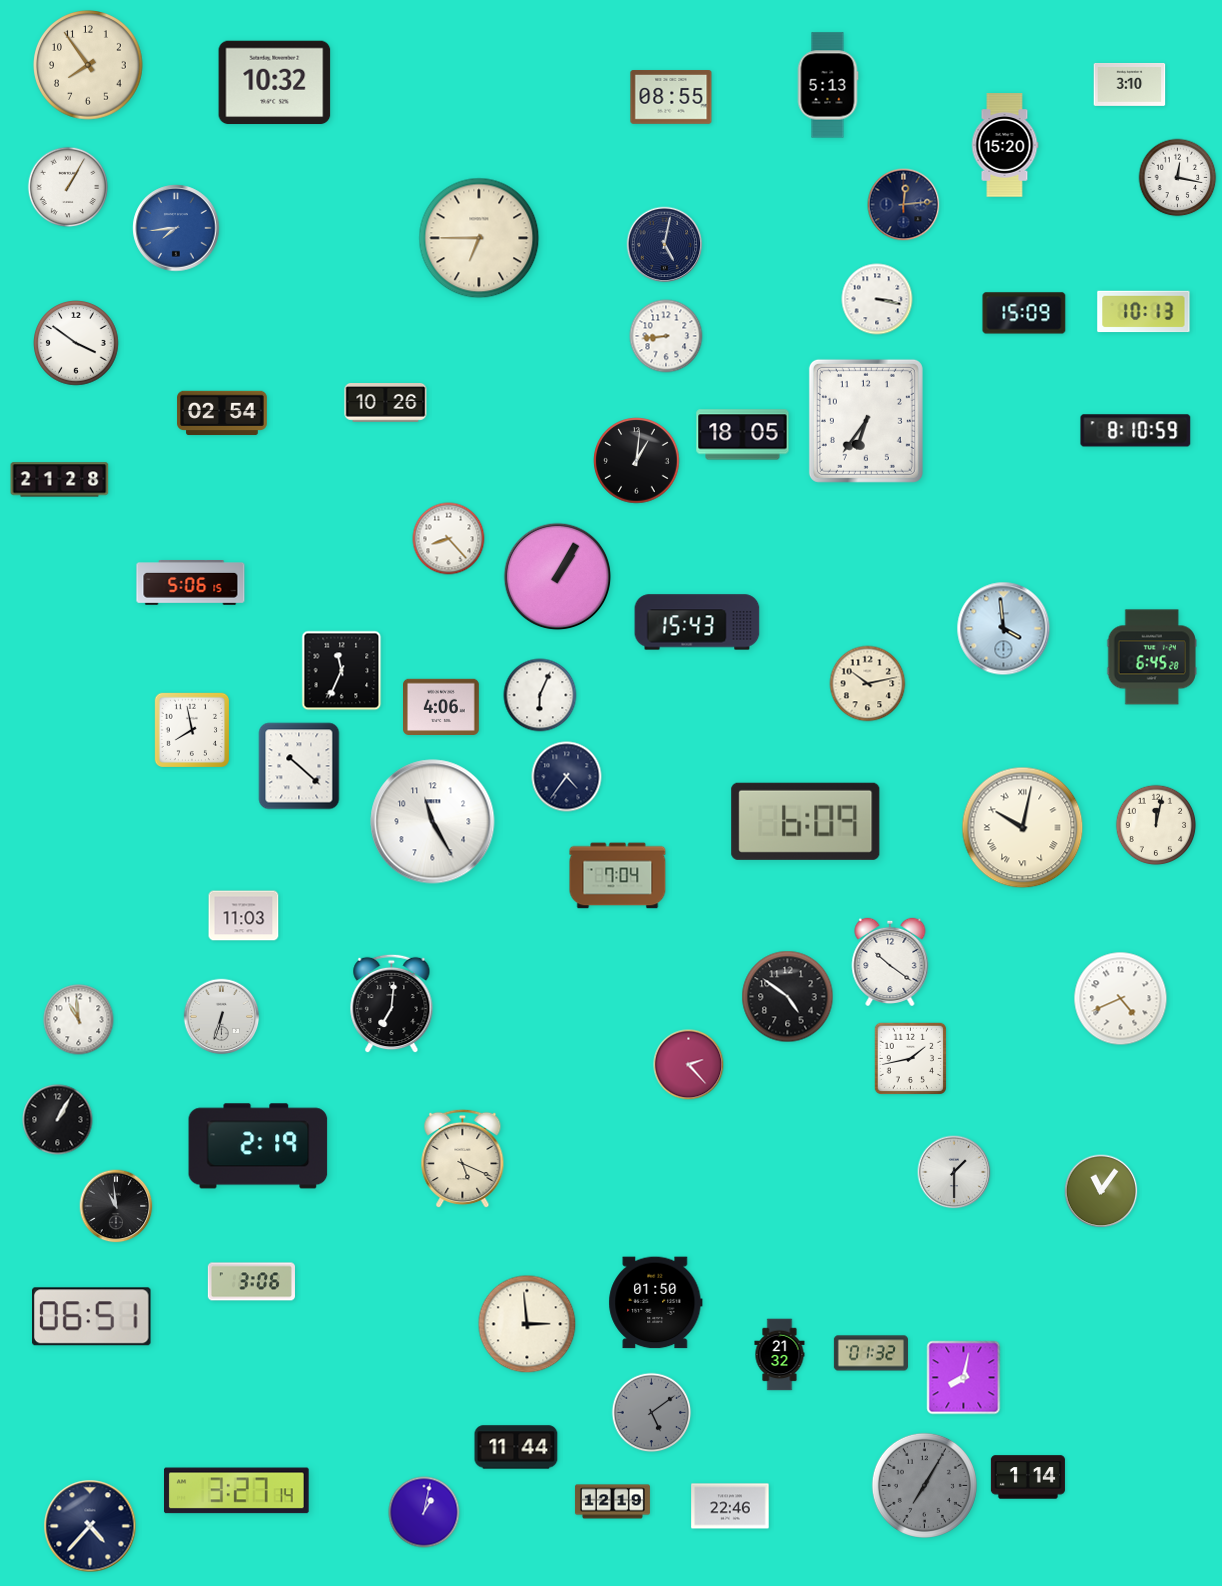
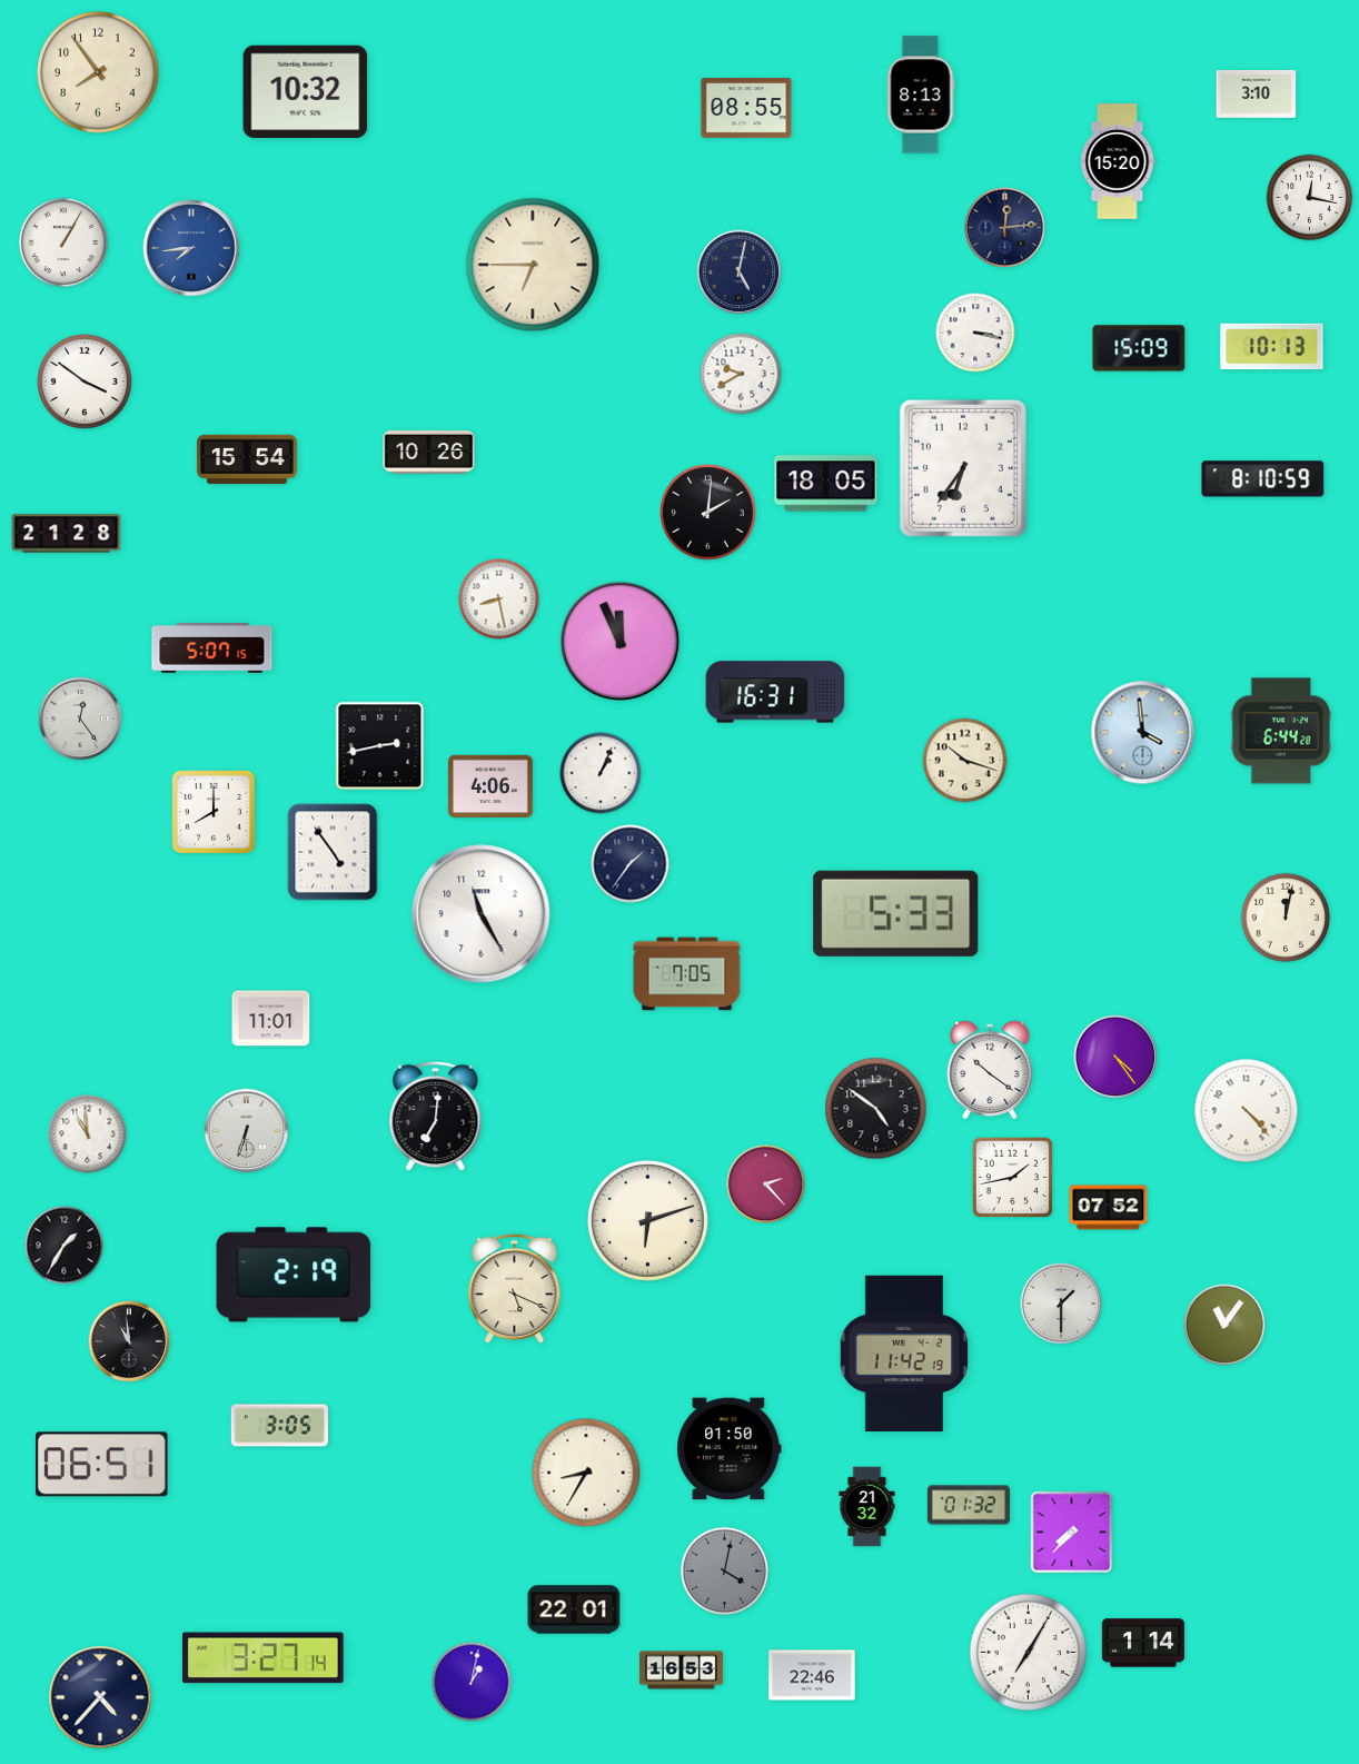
clock at (828, 85): 5:13 -> 8:13
clock at (68, 187) position: (68, 187) -> (63, 242)
clock at (176, 228) position: (176, 228) -> (191, 248)
clock at (666, 336): 8:44 -> 9:40
clock at (386, 403) position: (386, 403) -> (429, 453)
clock at (222, 413): 02:54 -> 15:54
clock at (637, 461): 1:01 -> 2:01
clock at (449, 539): 8:23 -> 8:28
clock at (558, 577): 1:05 -> 11:56
clock at (191, 583): 5:06 -> 5:07
clock at (697, 622): 15:43 -> 16:31
clock at (1004, 629) position: (1004, 629) -> (1143, 733)
clock at (80, 719): none -> 12:24
clock at (1151, 657): 6:45 -> 6:44
clock at (342, 671): 11:34 -> 2:43
clock at (868, 684): 10:13 -> 10:18
clock at (540, 695): 6:04 -> 1:04
clock at (191, 729): 7:58 -> 8:00
clock at (299, 766): 10:22 -> 4:54
clock at (567, 777): 4:36 -> 1:36
clock at (806, 821): 6:09 -> 5:33
clock at (1023, 828): 10:02 -> none
clock at (618, 876): 7:04 -> 7:05
clock at (244, 916): 11:03 -> 11:01
clock at (1115, 1057): none -> 4:24
clock at (1121, 999): 4:41 -> 4:23
clock at (1109, 1208): none -> 07:52
clock at (648, 1221): none -> 6:12
clock at (58, 1120): 1:05 -> 1:35
clock at (258, 1146) position: (258, 1146) -> (294, 1275)
clock at (904, 1354): none -> 11:42
clock at (251, 1282): 3:06 -> 3:05
clock at (527, 1324): 2:59 -> 8:35
clock at (964, 1378): 8:02 -> 7:37
clock at (652, 1413): 5:09 -> 4:02
clock at (516, 1447): 11:44 -> 22:01
clock at (924, 1485) dial: grey -> white
clock at (612, 1502): 12:19 -> 16:53
